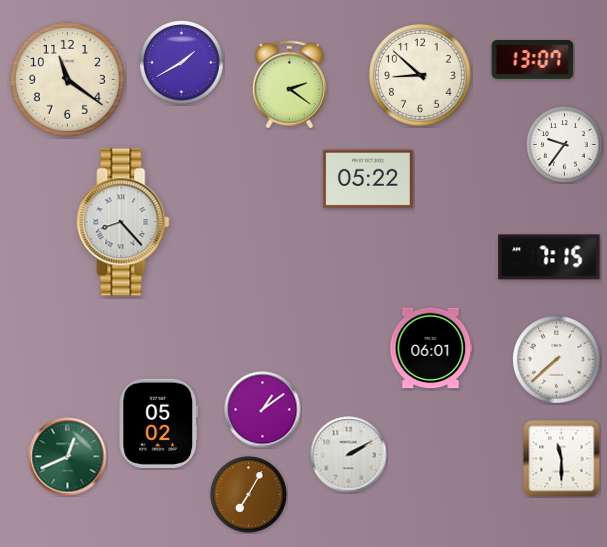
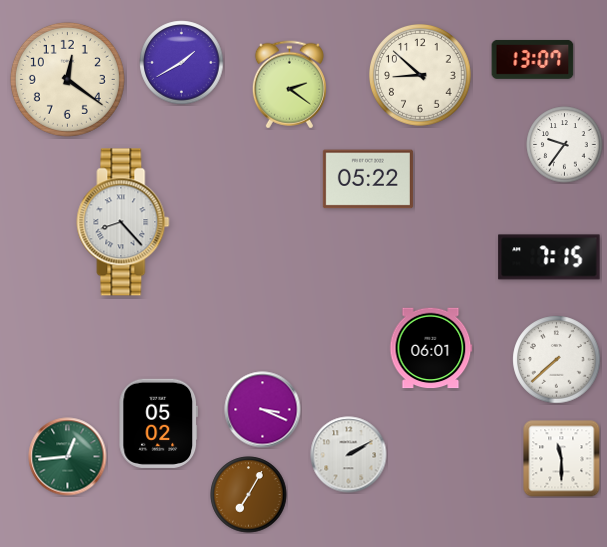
clock at (67, 79): 11:21 -> 12:21
clock at (263, 410): 1:09 -> 3:19
clock at (68, 457): 12:41 -> 12:44
